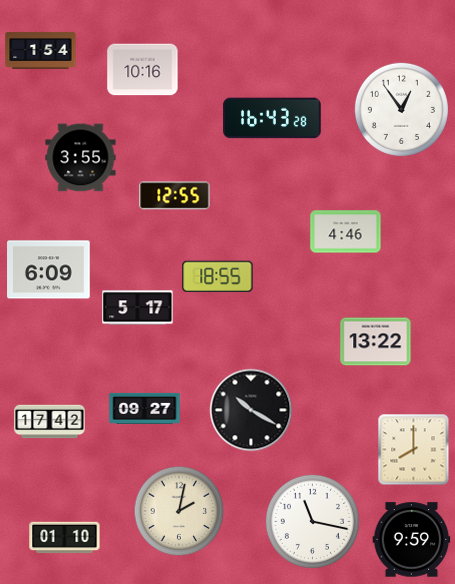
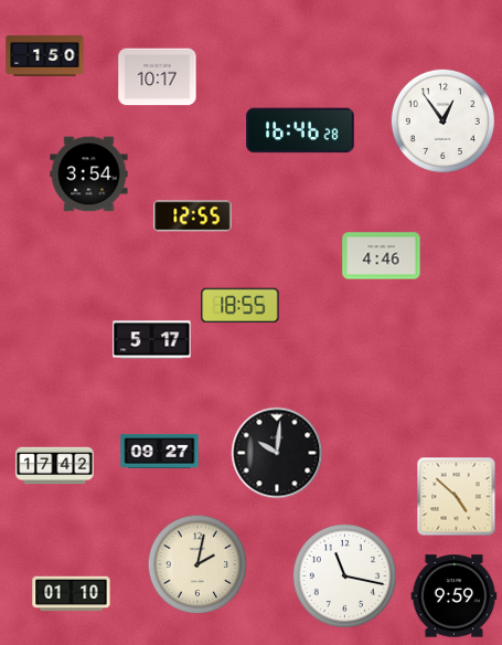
clock at (41, 51): 1:54 -> 1:50
clock at (143, 70): 10:16 -> 10:17
clock at (272, 118): 16:43 -> 16:46
clock at (81, 158): 3:55 -> 3:54
clock at (49, 270): 6:09 -> none
clock at (376, 342): 13:22 -> none
clock at (251, 410): 10:20 -> 10:01
clock at (414, 450): 8:00 -> 4:52
